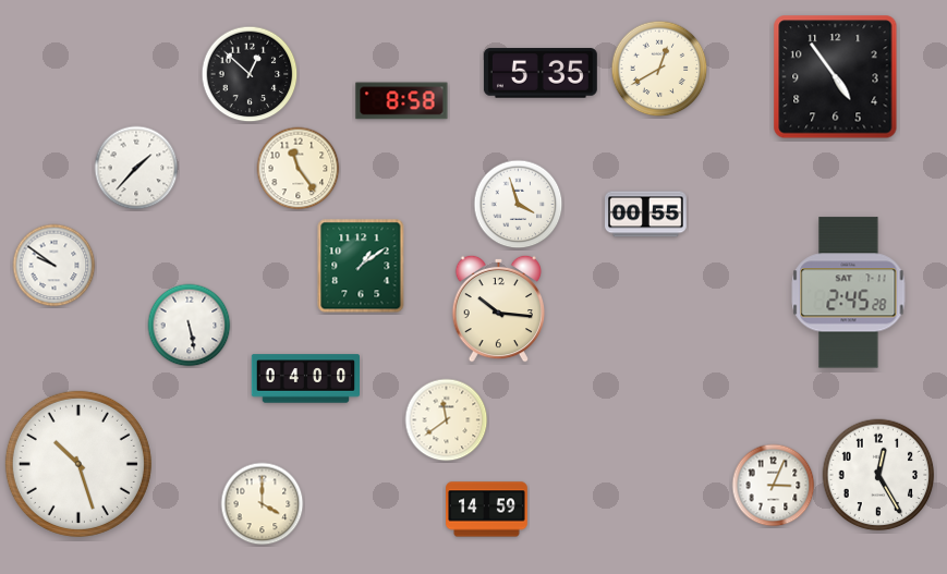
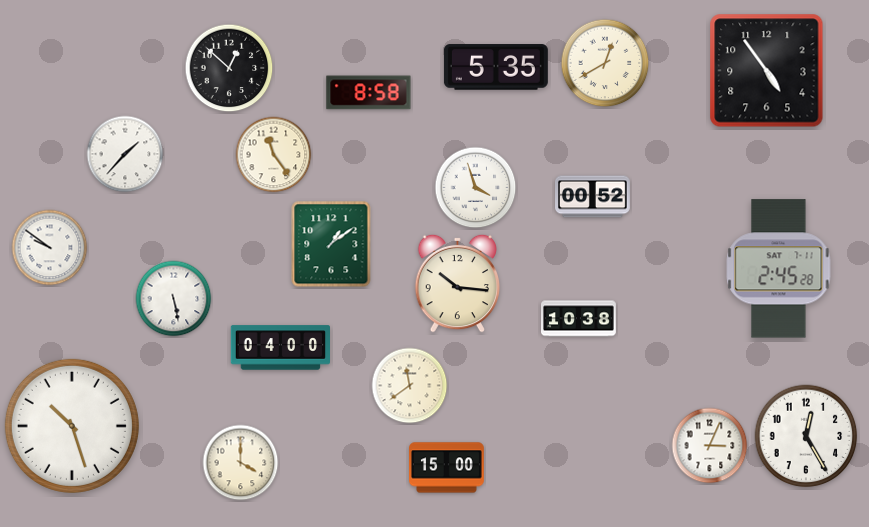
clock at (646, 215): 00:55 -> 00:52
clock at (54, 266) position: (54, 266) -> (50, 248)
clock at (579, 319): none -> 10:38
clock at (487, 510): 14:59 -> 15:00
